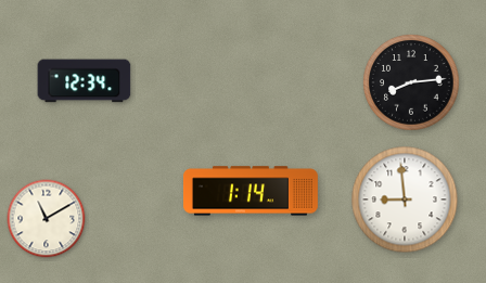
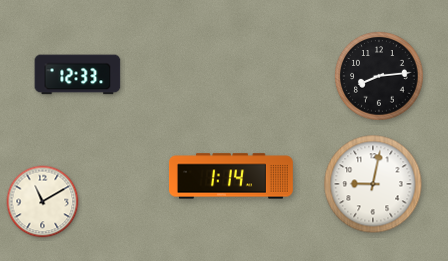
clock at (85, 81): 12:34 -> 12:33
clock at (405, 200): 8:59 -> 9:02
